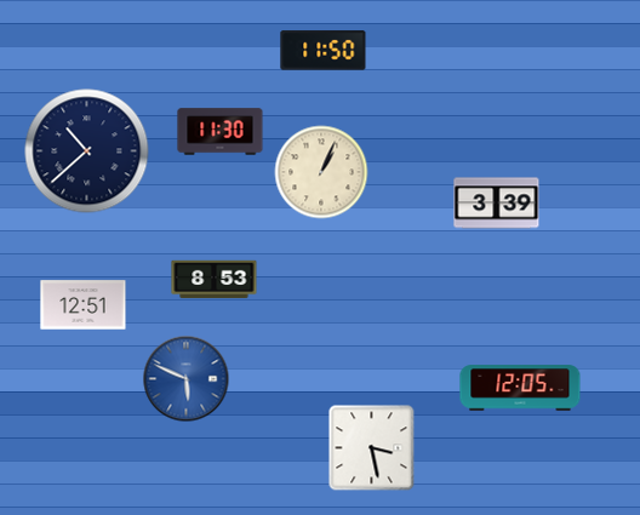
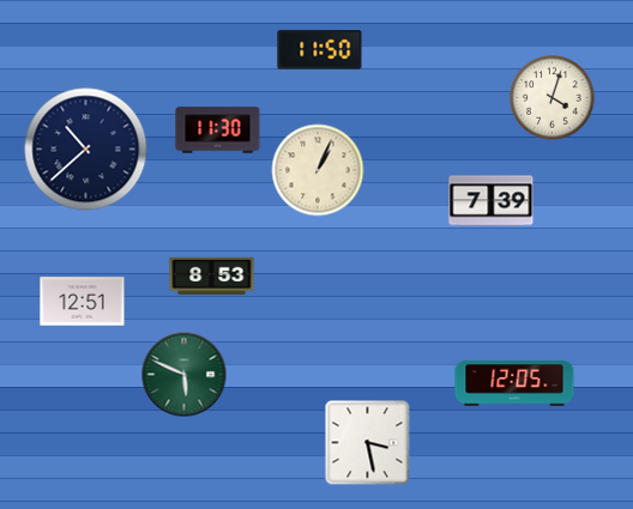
clock at (553, 98): none -> 4:03
clock at (497, 204): 3:39 -> 7:39
clock at (187, 379) dial: blue -> green
